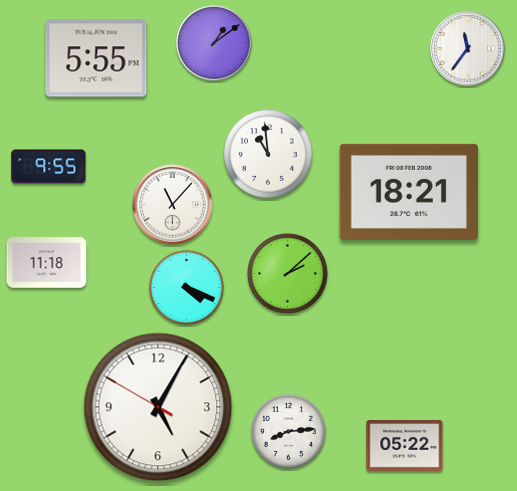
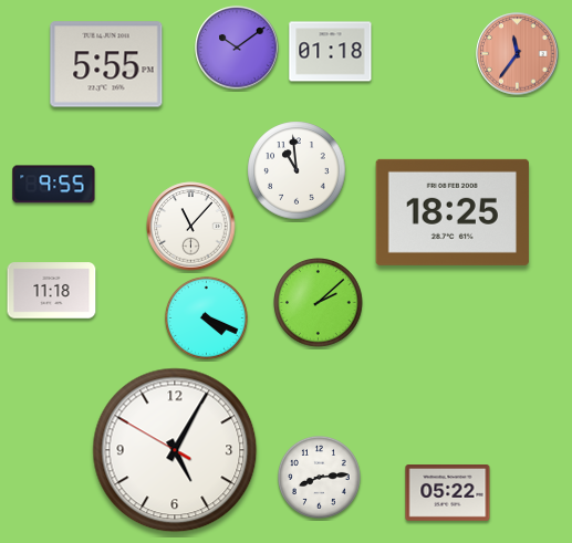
clock at (214, 43): 1:09 -> 10:09
clock at (331, 52): none -> 01:18
clock at (468, 49) dial: white -> salmon
clock at (409, 192): 18:21 -> 18:25
